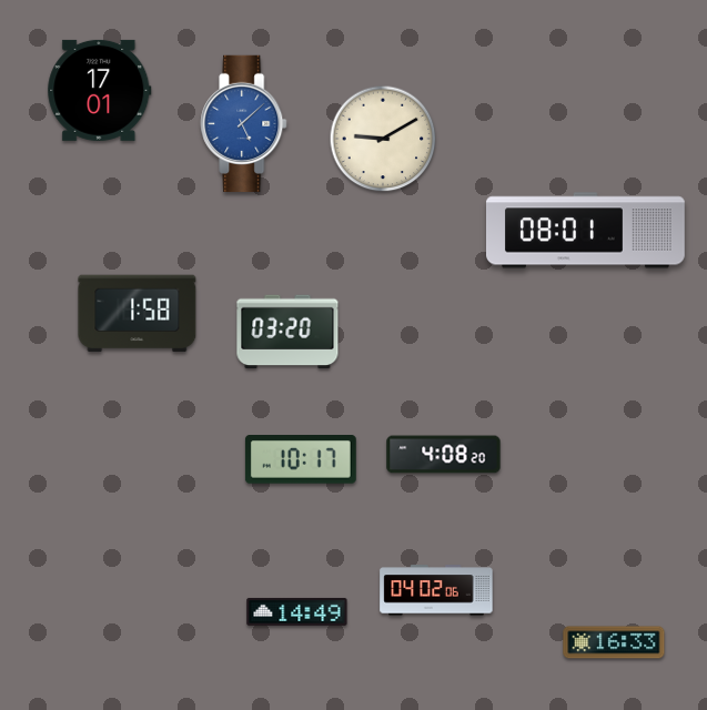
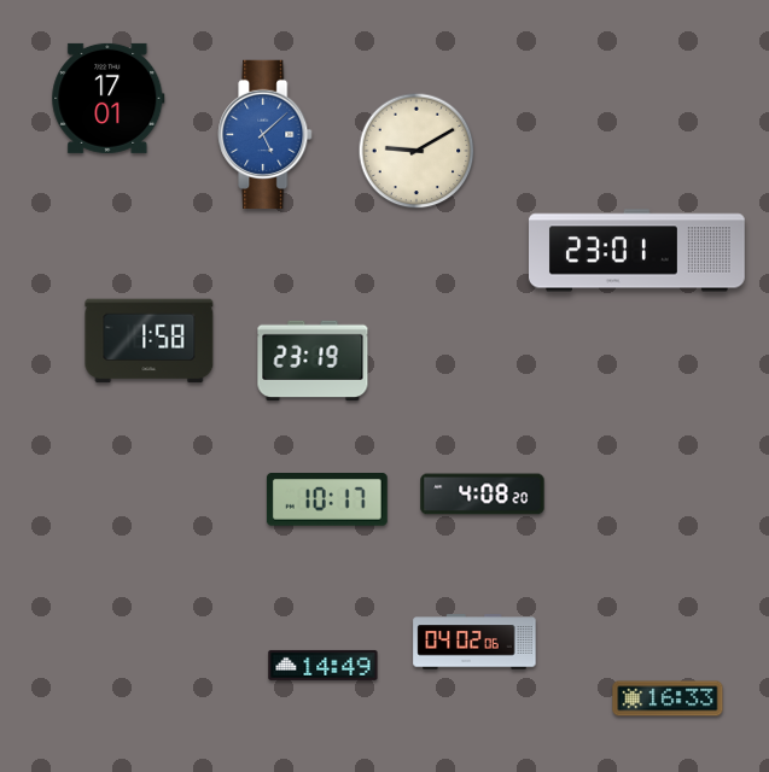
clock at (586, 231): 08:01 -> 23:01
clock at (287, 332): 03:20 -> 23:19
